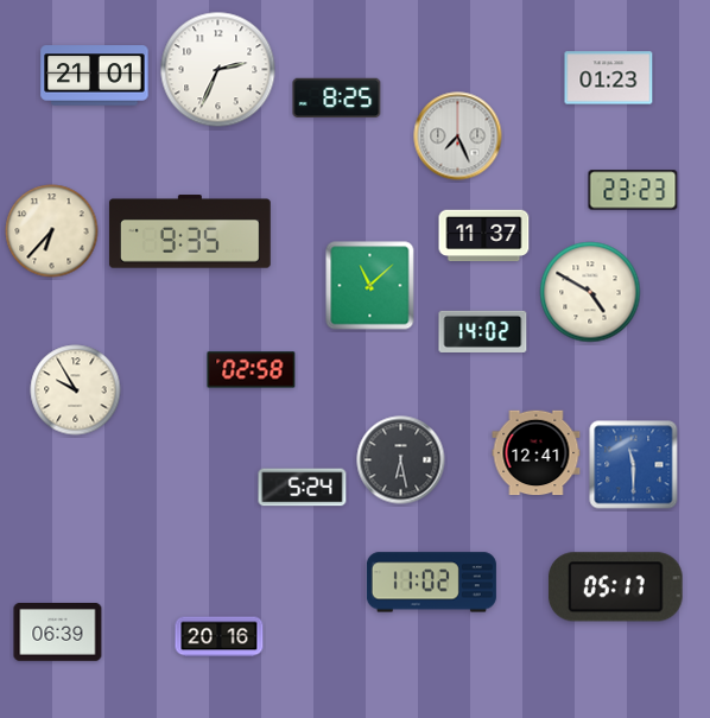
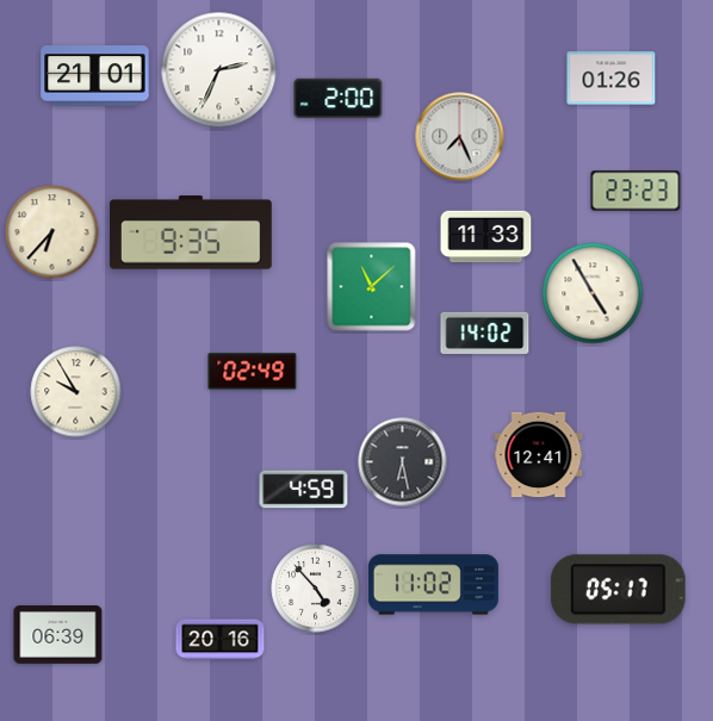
clock at (609, 78): 01:23 -> 01:26
clock at (337, 99): 8:25 -> 2:00
clock at (484, 236): 11:37 -> 11:33
clock at (590, 292): 4:50 -> 4:55
clock at (252, 370): 02:58 -> 02:49
clock at (634, 465): 11:30 -> none
clock at (303, 488): 5:24 -> 4:59
clock at (316, 589): none -> 4:53
